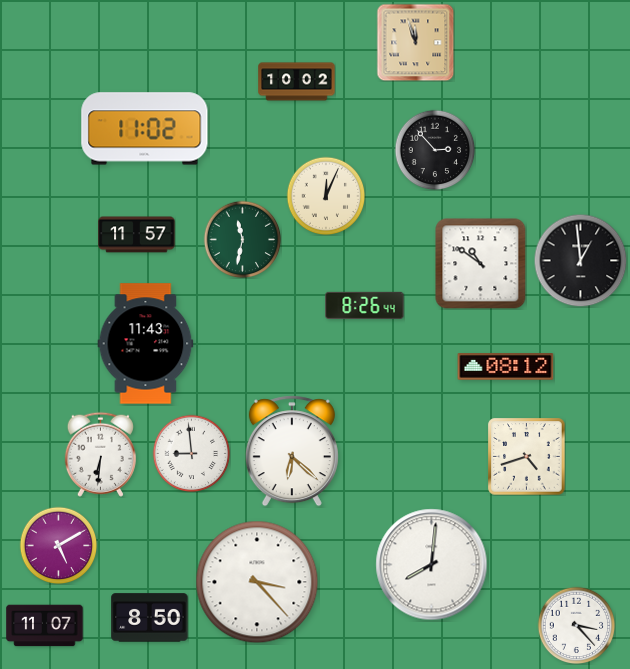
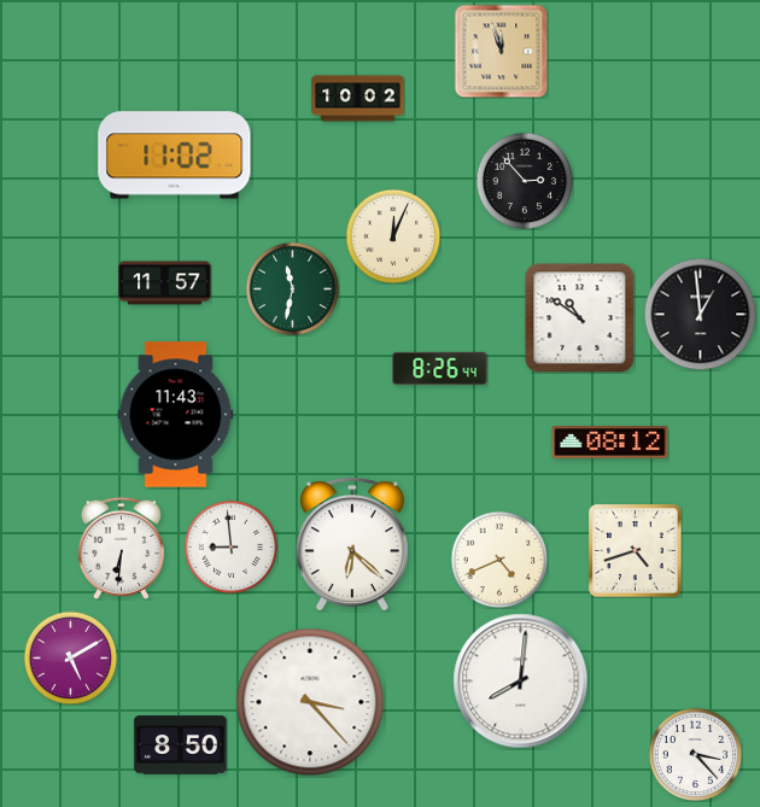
clock at (499, 560): none -> 4:41
clock at (45, 626): 11:07 -> none
